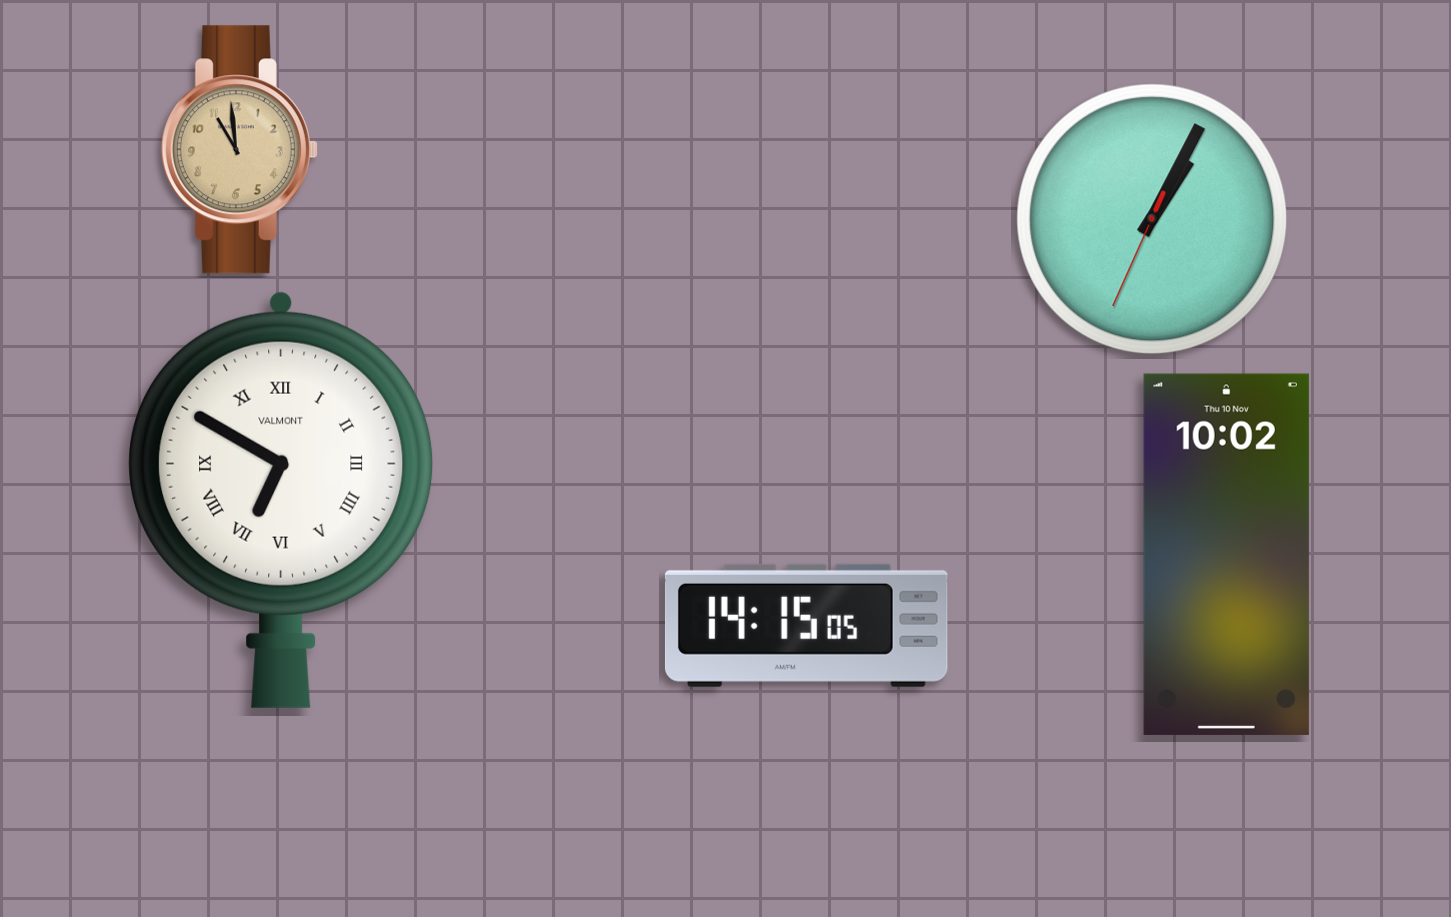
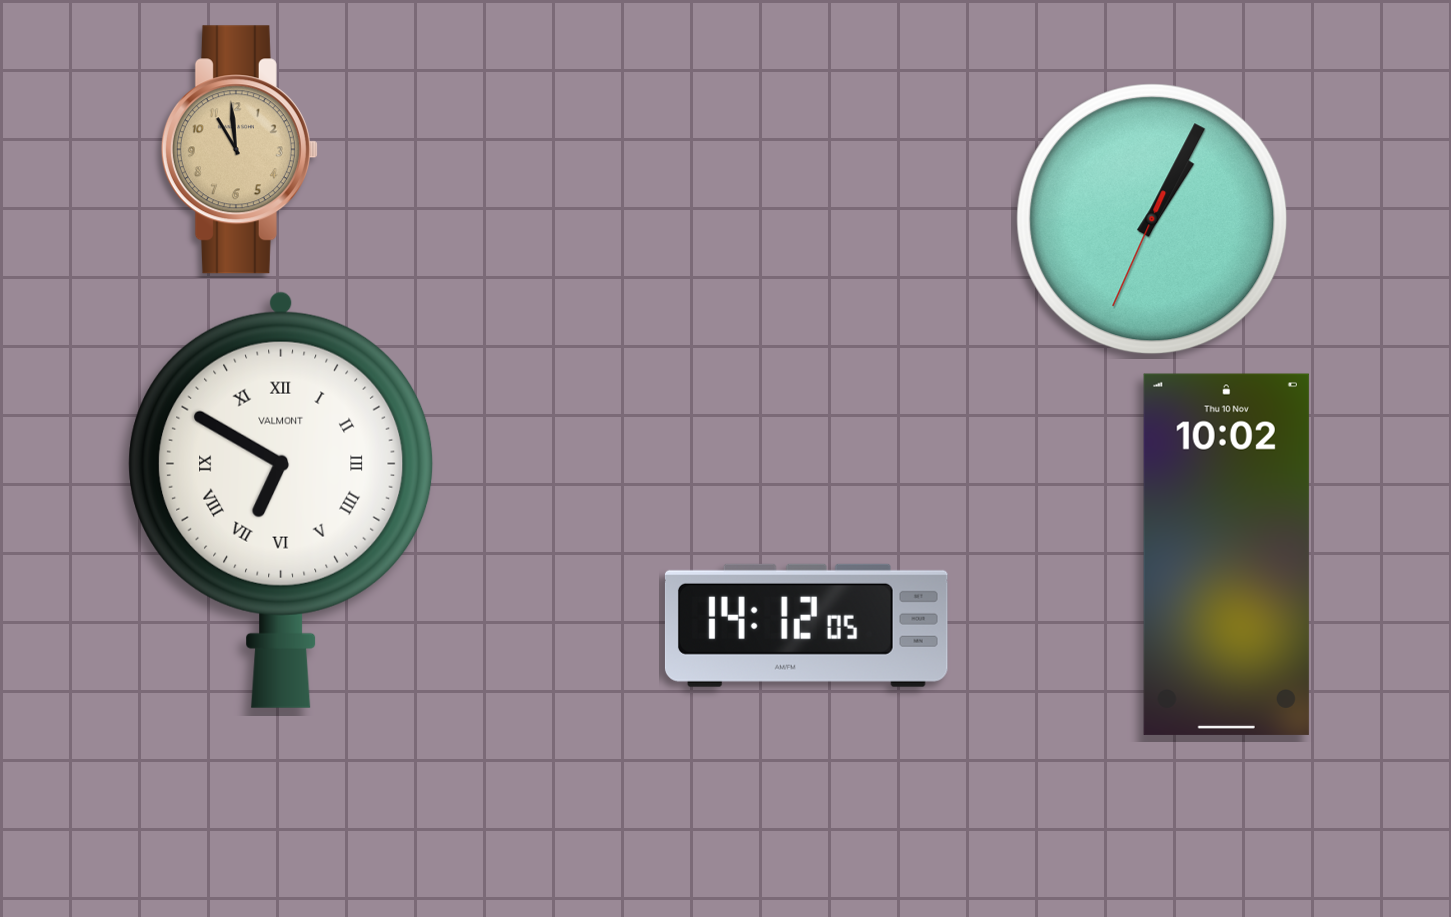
clock at (806, 625): 14:15 -> 14:12
